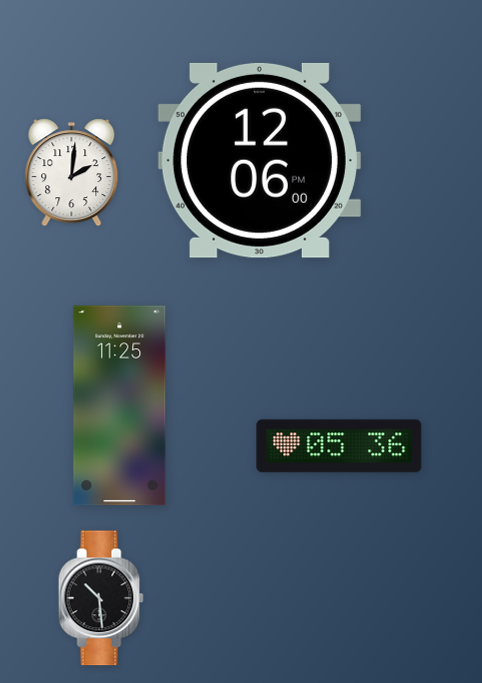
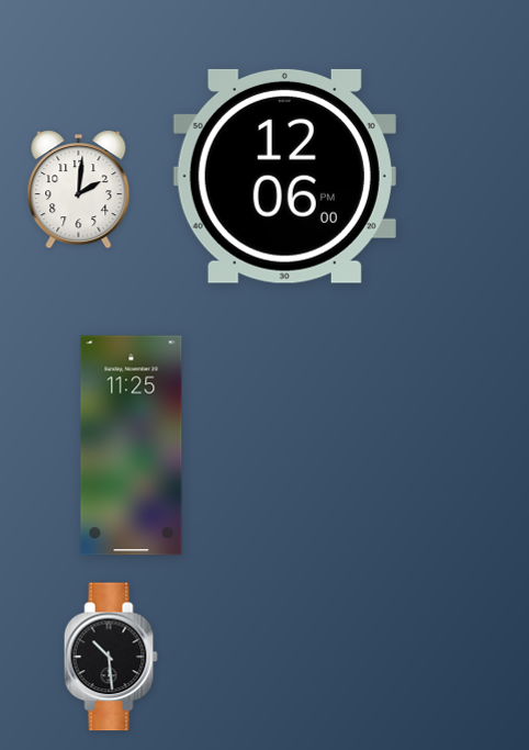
clock at (339, 446): 05:36 -> none
